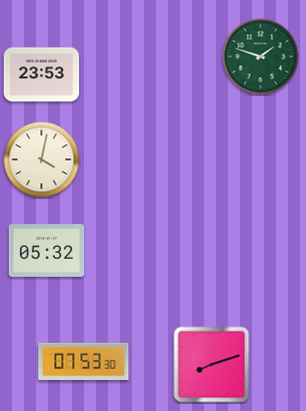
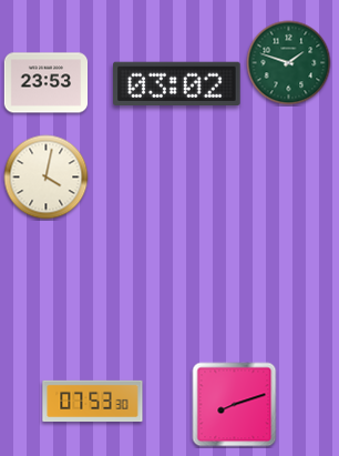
clock at (177, 83): none -> 03:02
clock at (47, 251): 05:32 -> none
